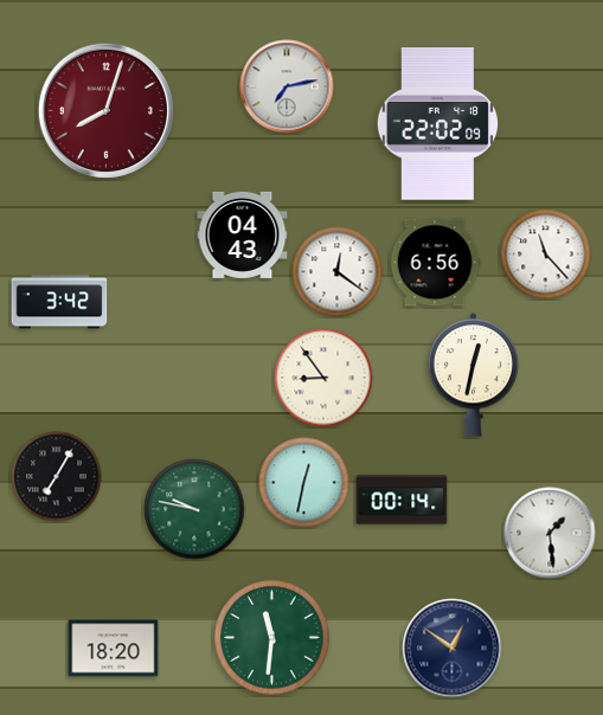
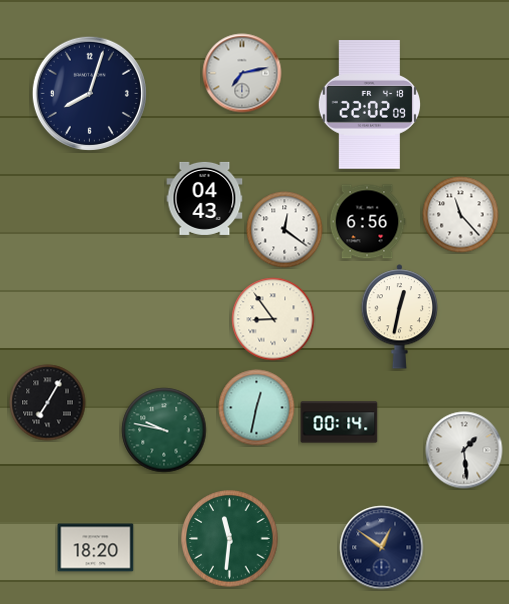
clock at (105, 110) dial: burgundy -> navy
clock at (59, 302): 3:42 -> none
